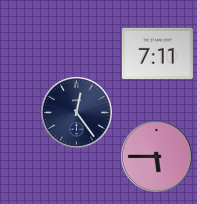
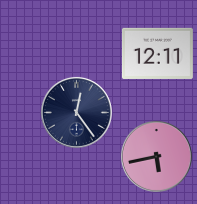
clock at (157, 53): 7:11 -> 12:11
clock at (156, 156): 5:45 -> 5:43
